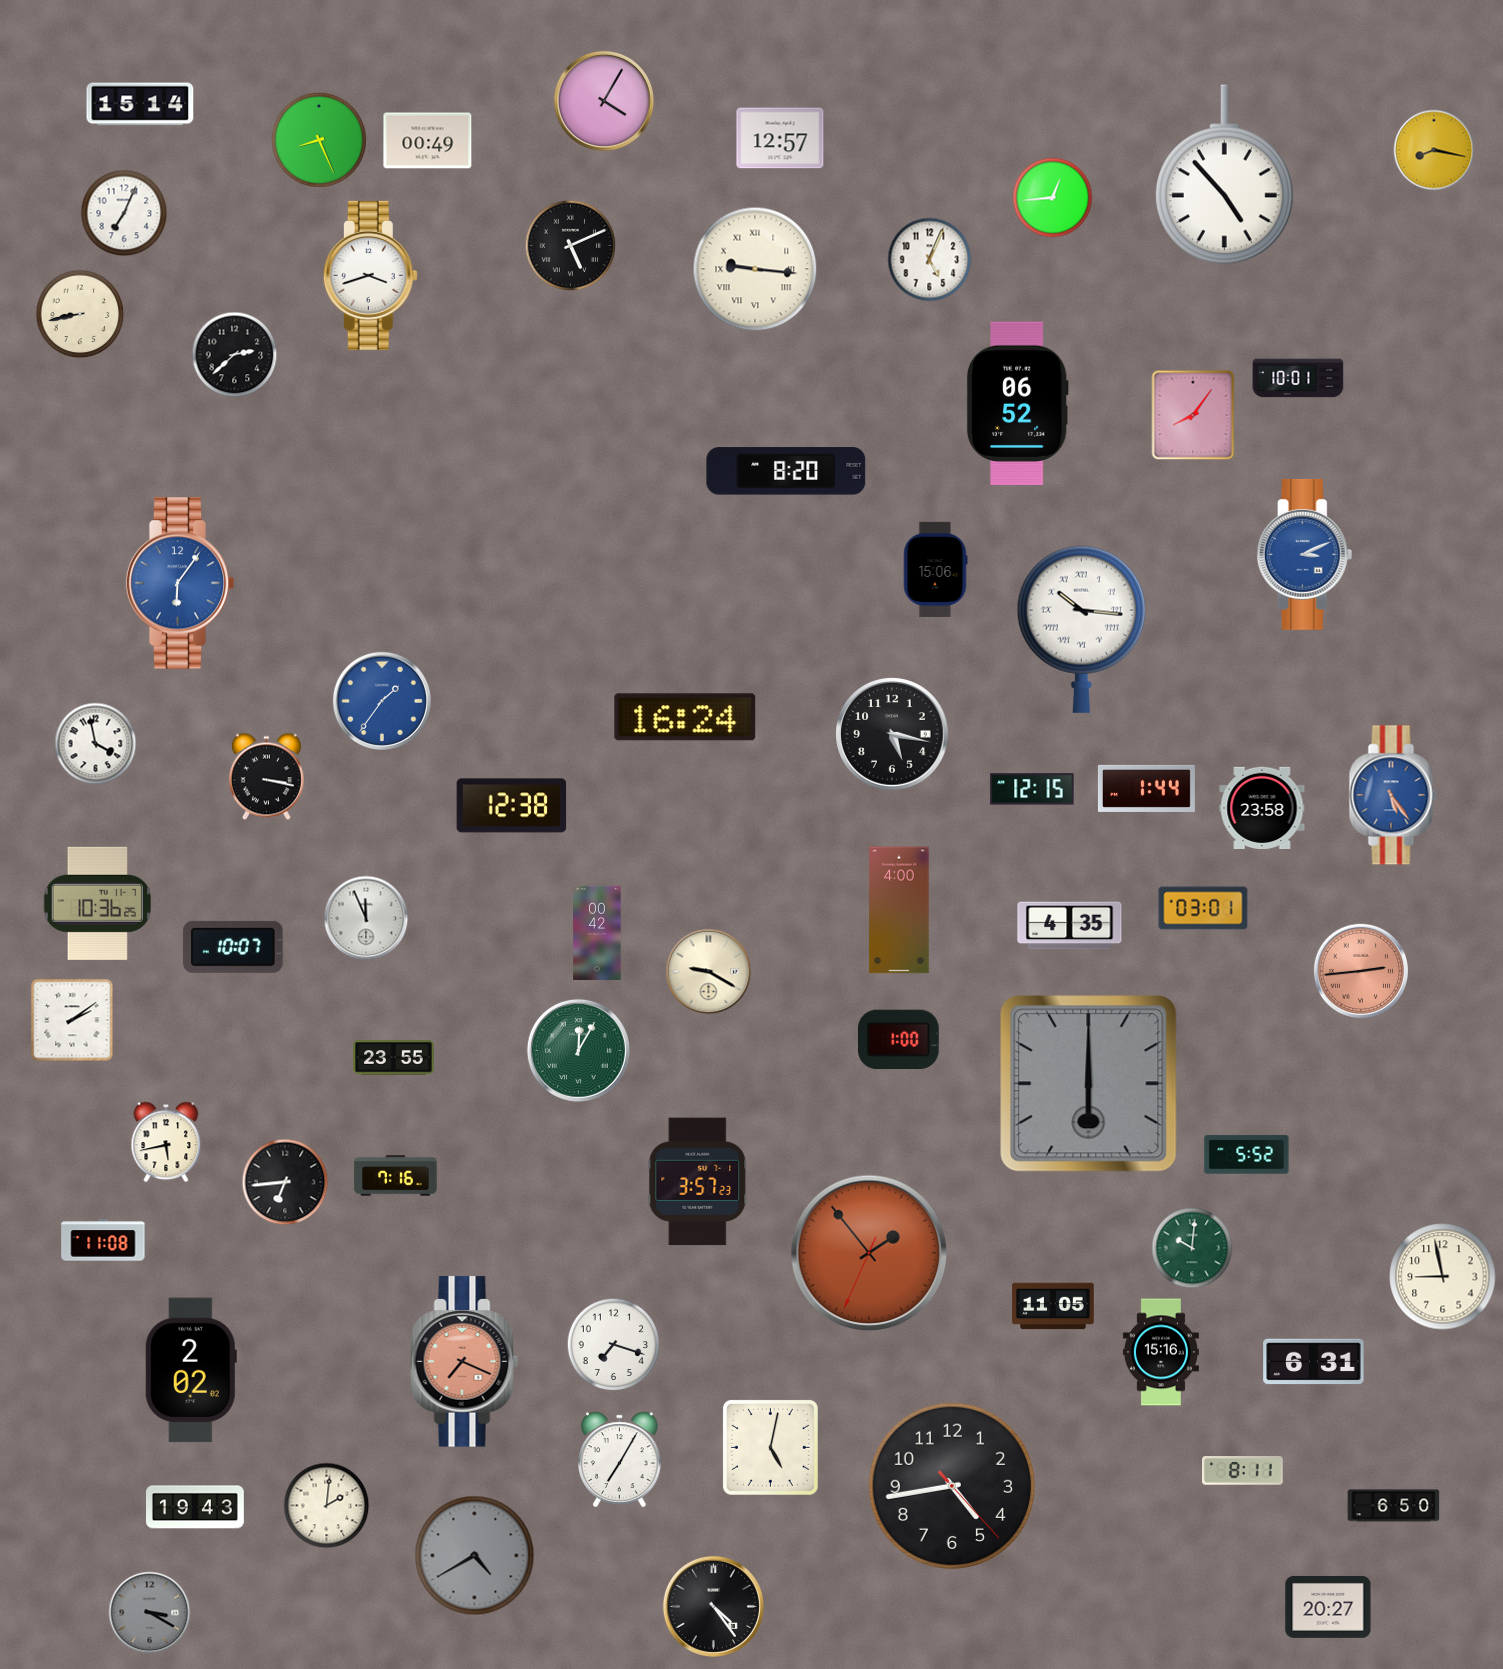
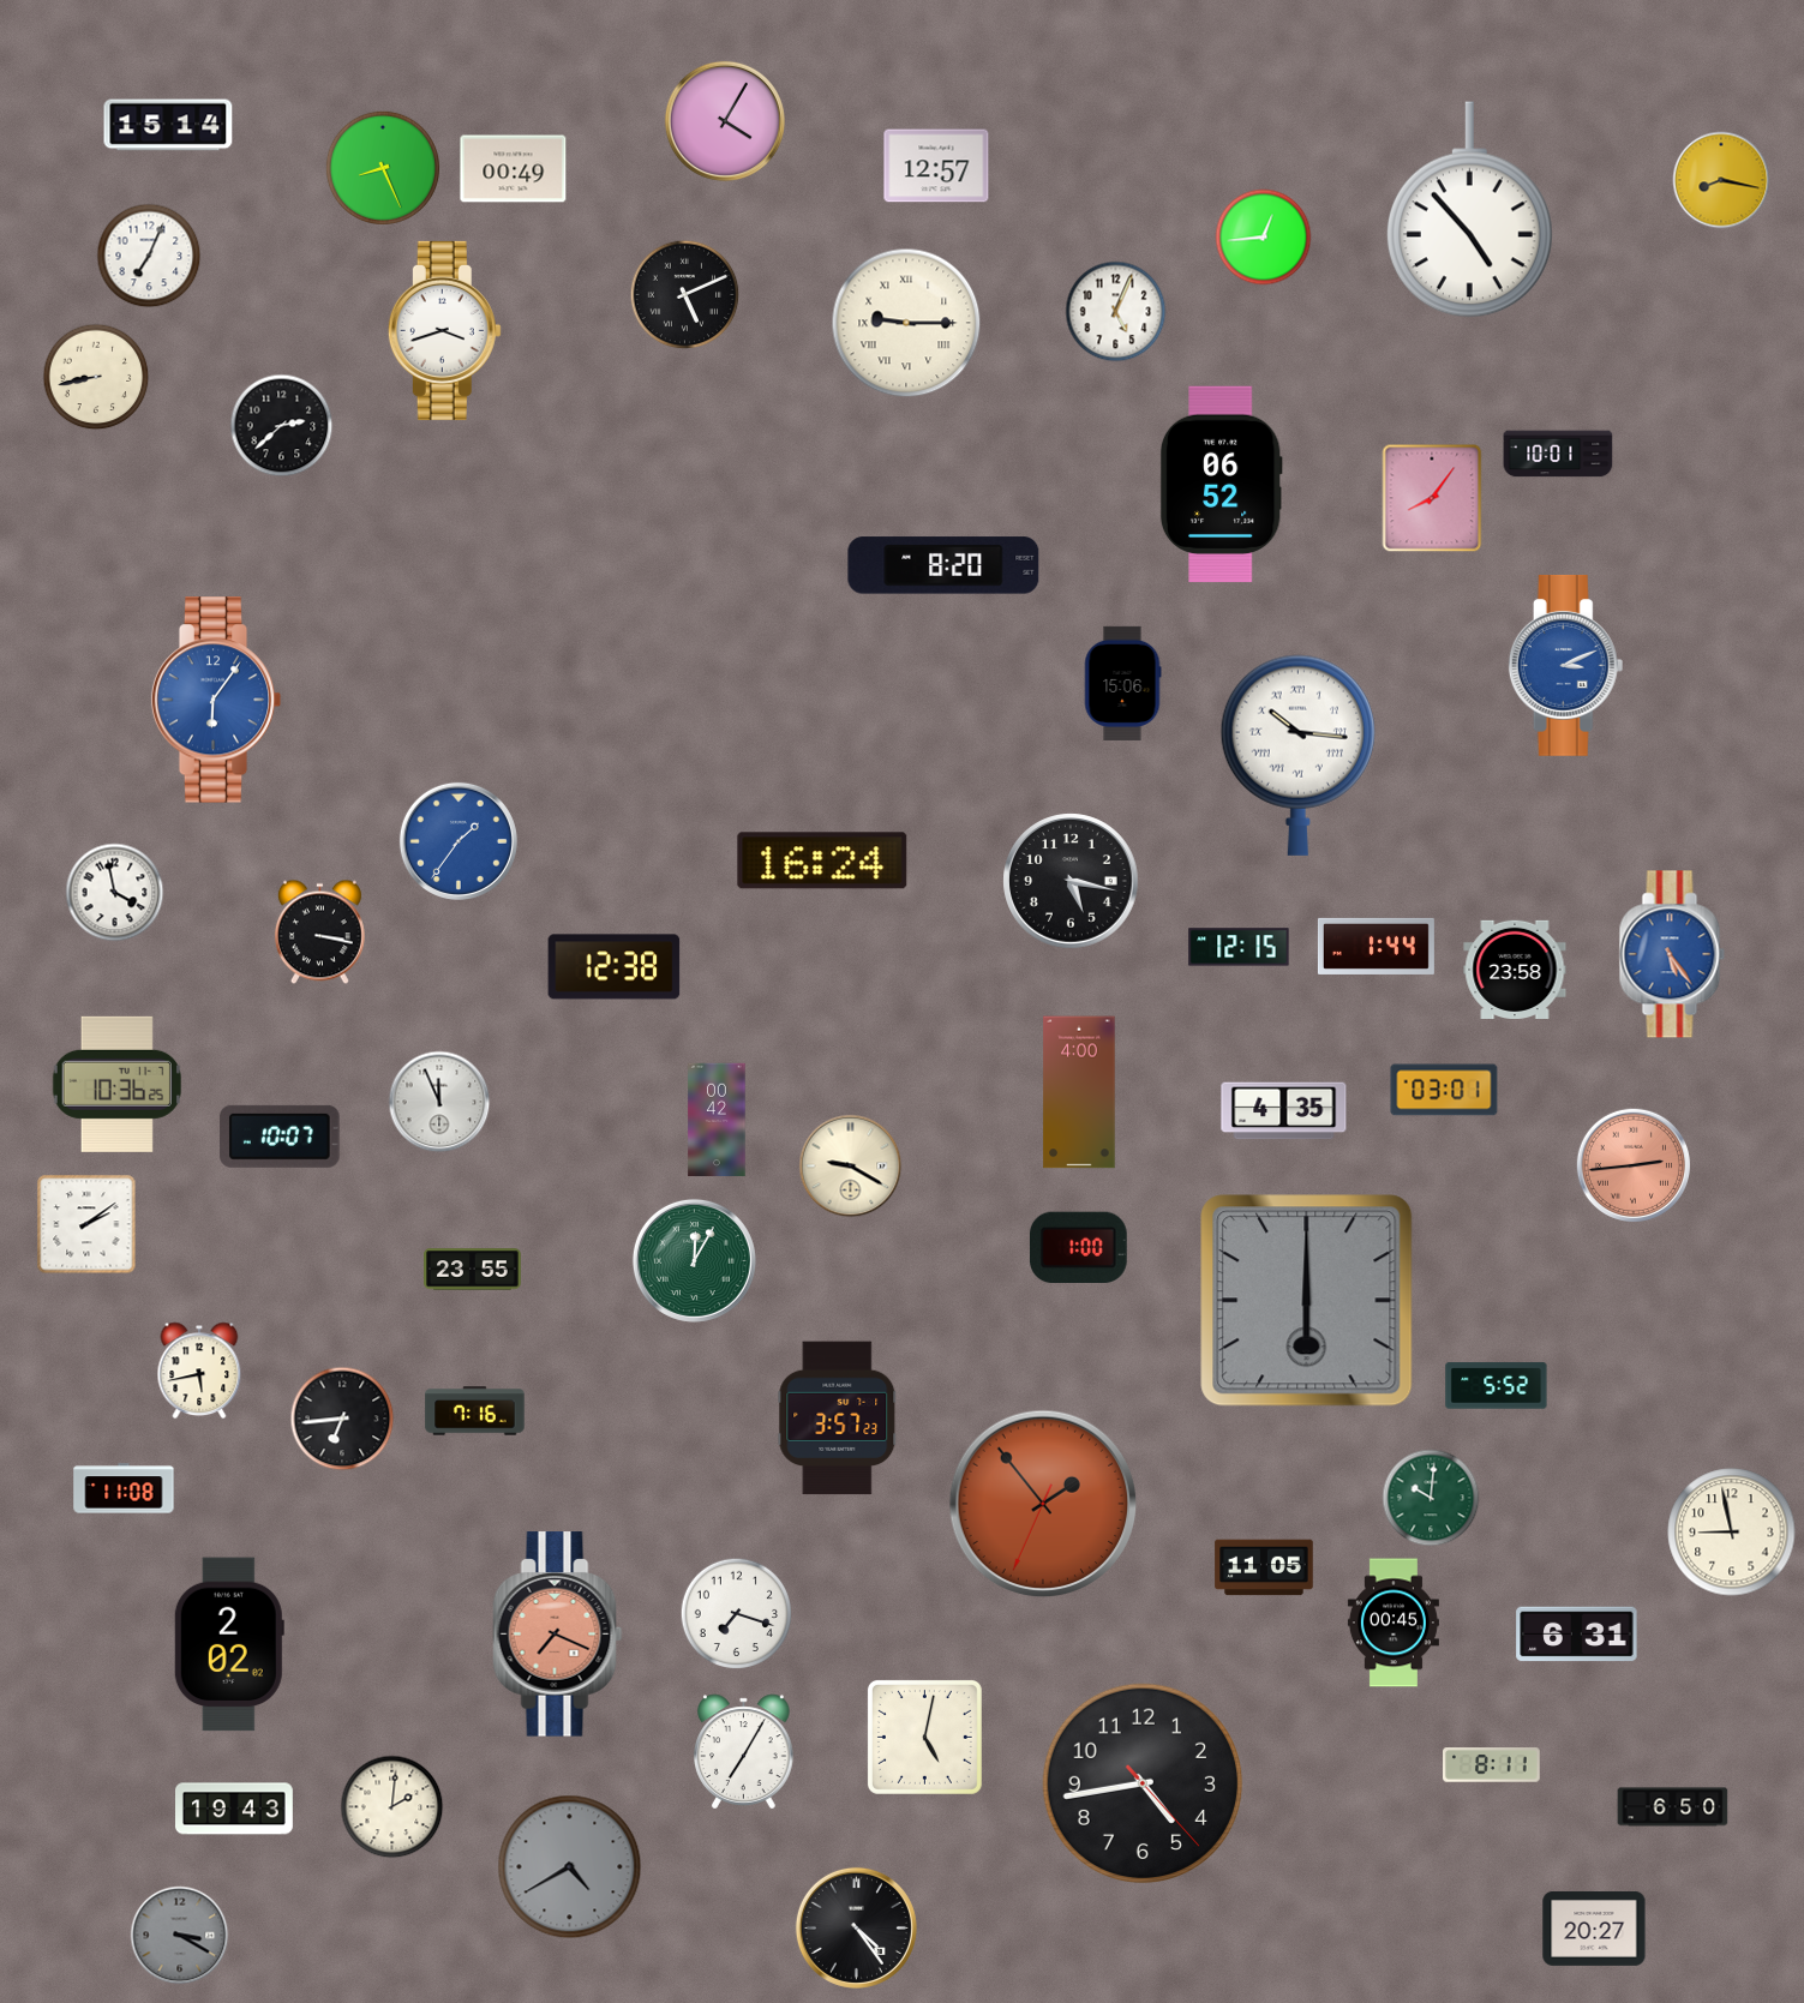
clock at (755, 269): 9:16 -> 9:15
clock at (1161, 1352): 15:16 -> 00:45
